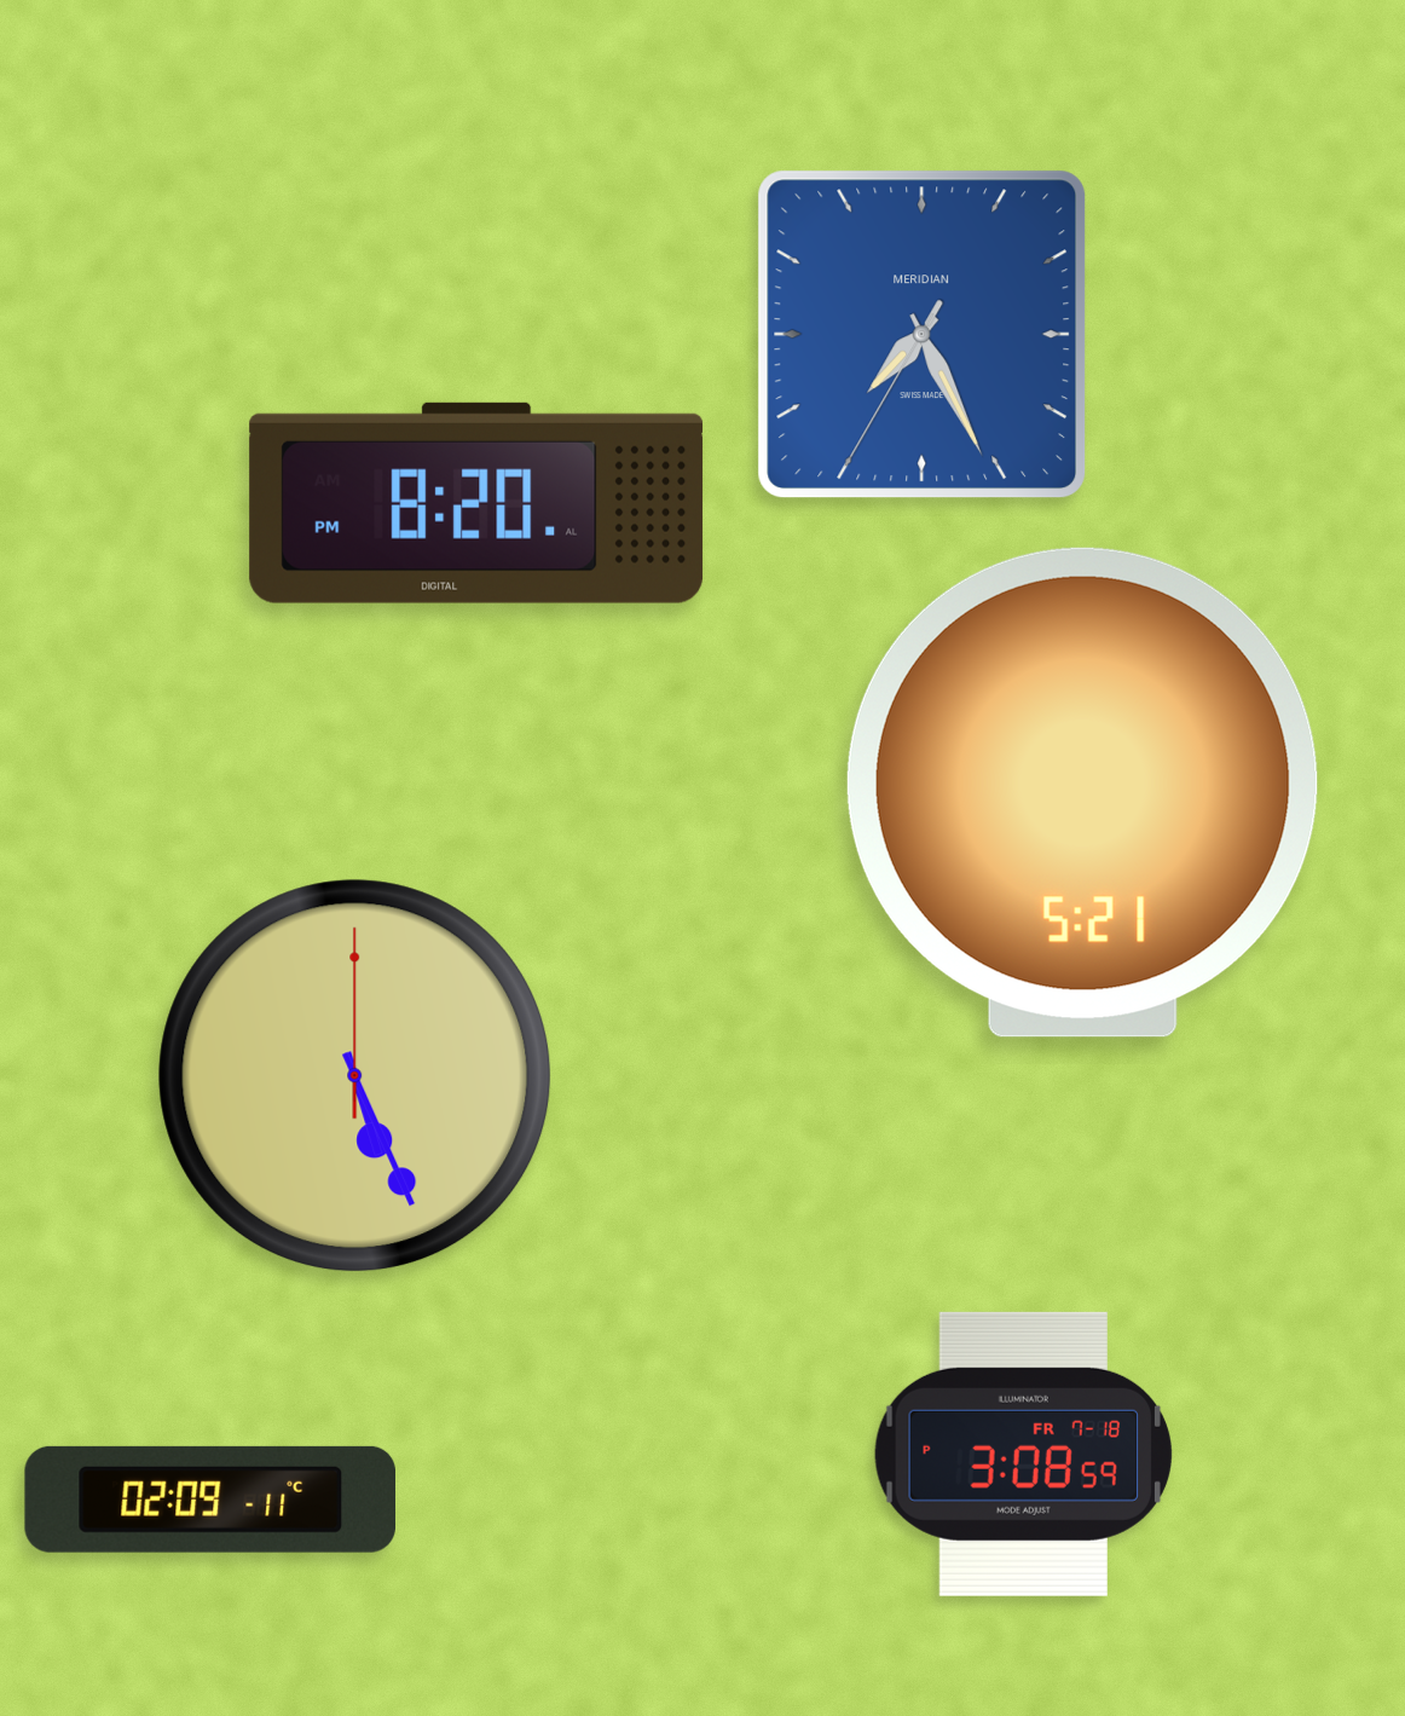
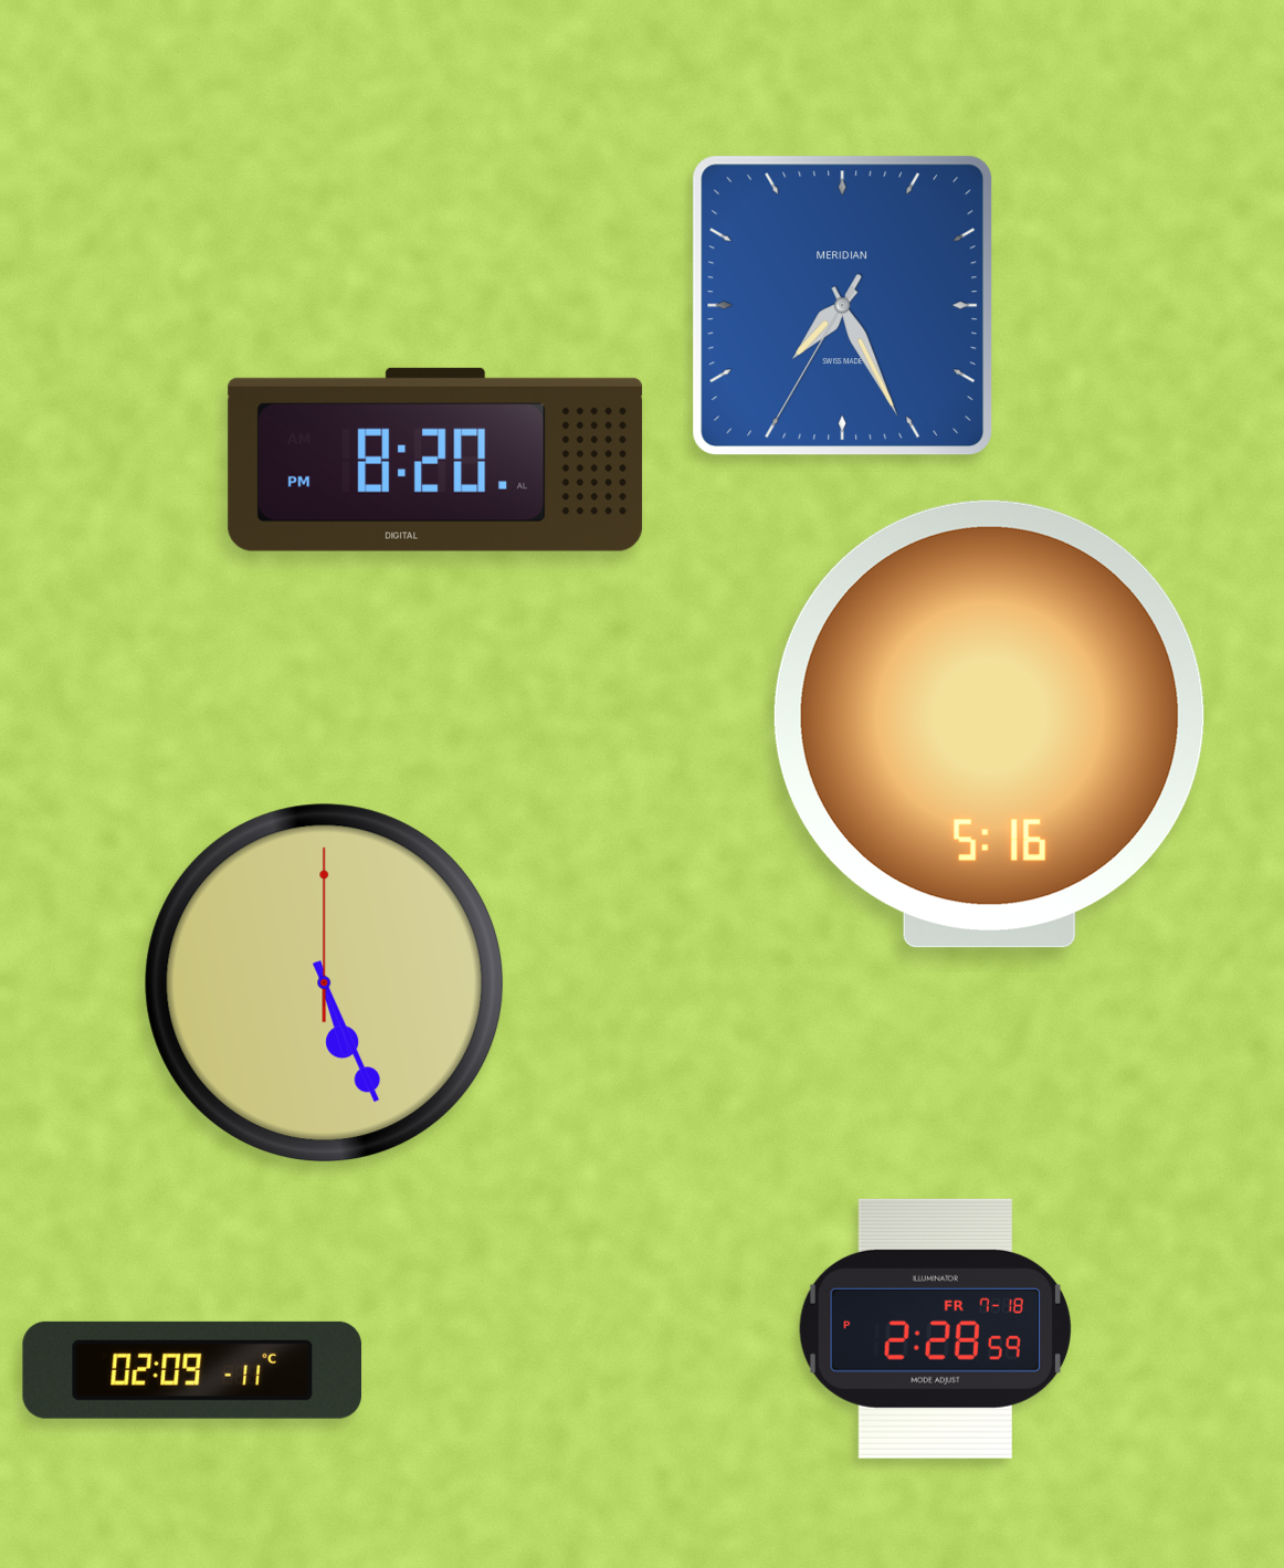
clock at (1082, 792): 5:21 -> 5:16
clock at (1023, 1454): 3:08 -> 2:28
